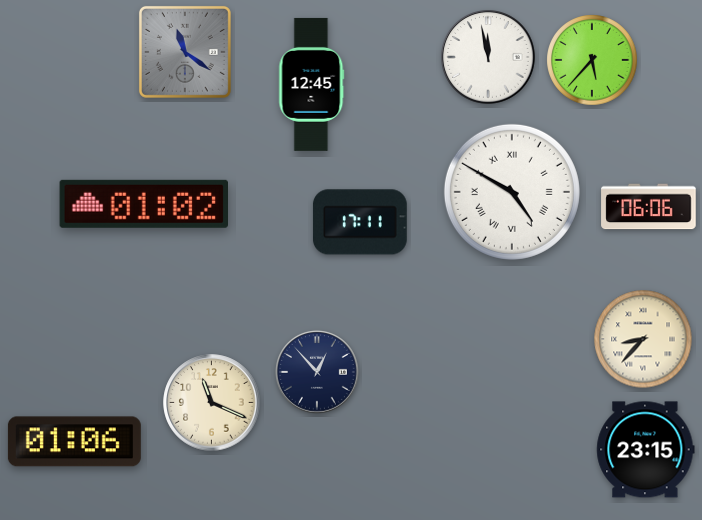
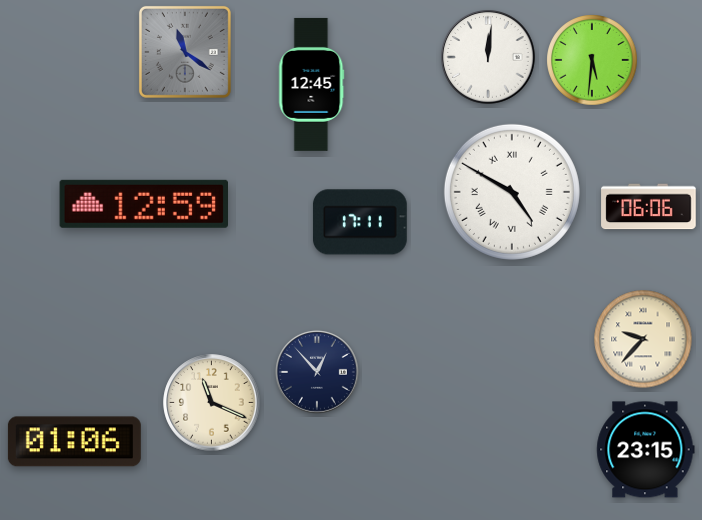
clock at (488, 57): 11:58 -> 12:01
clock at (592, 60): 5:37 -> 5:31
clock at (143, 204): 01:02 -> 12:59
clock at (643, 339): 8:37 -> 9:37
